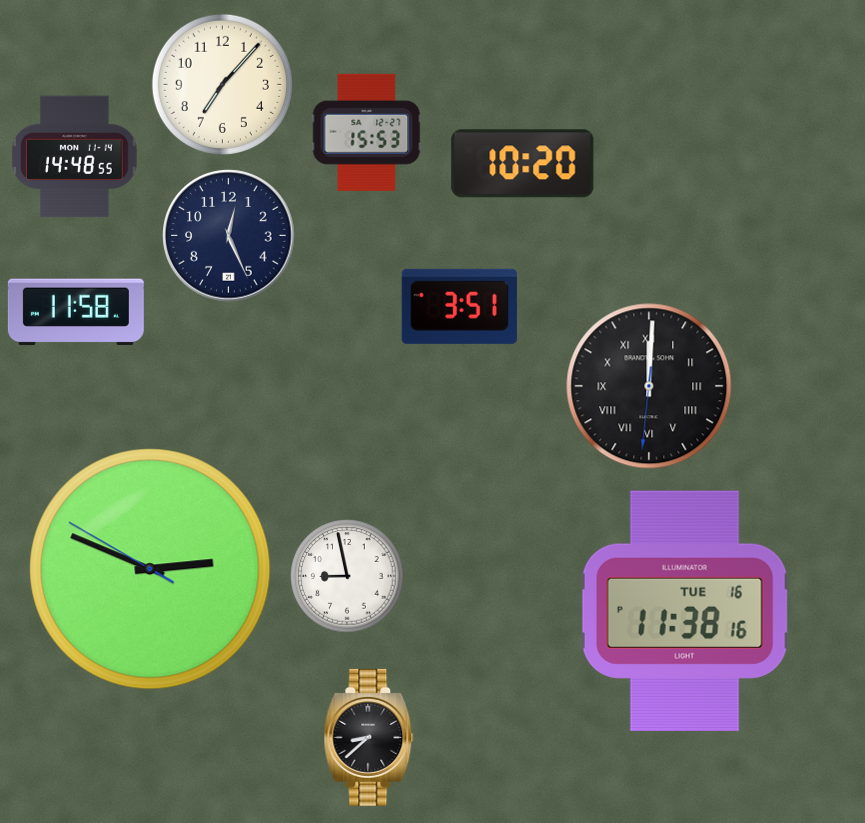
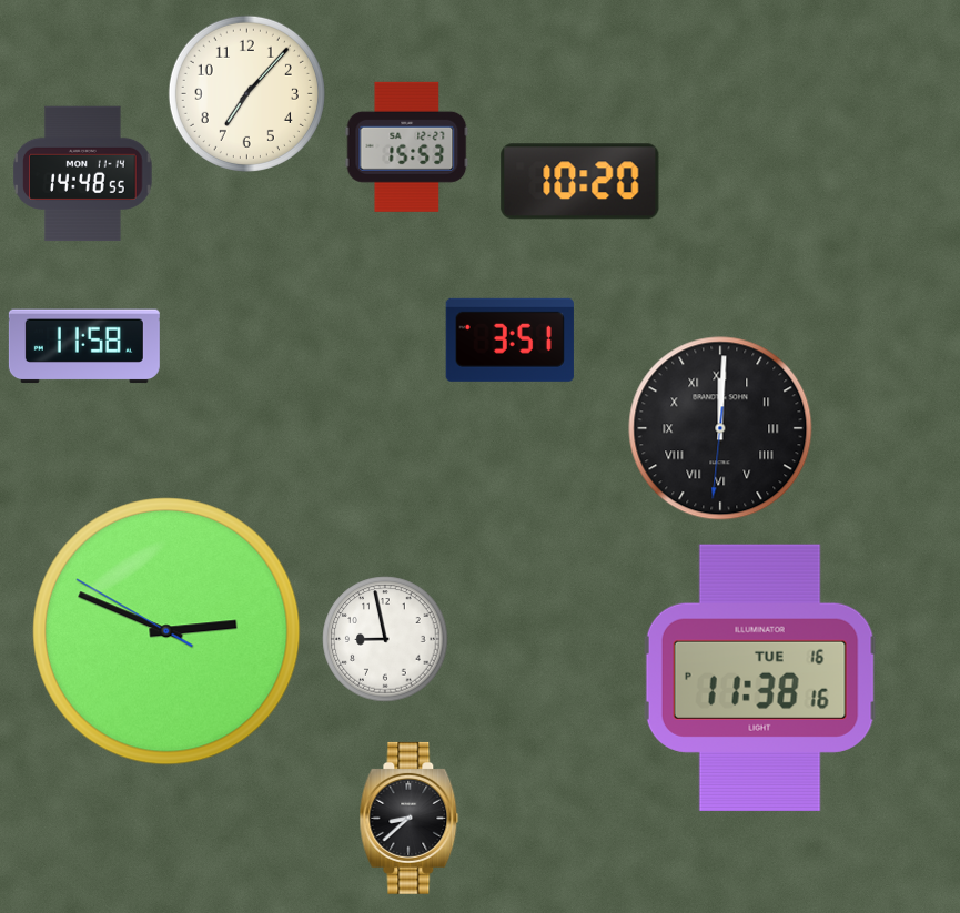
clock at (229, 236): 12:26 -> none
